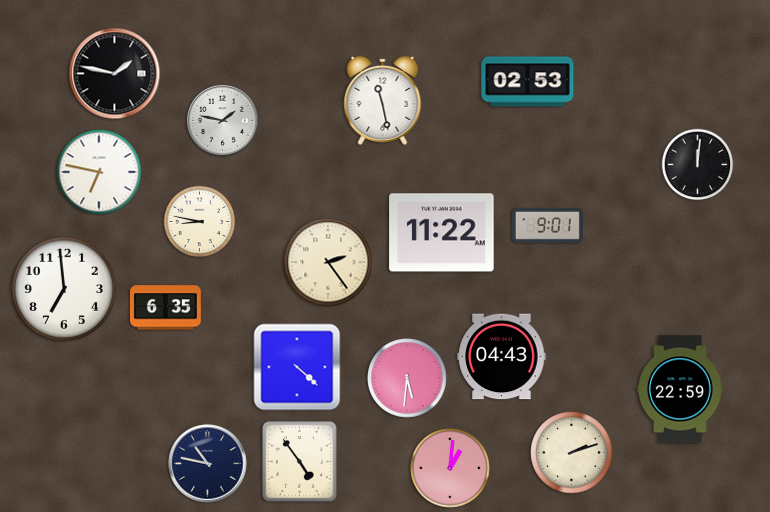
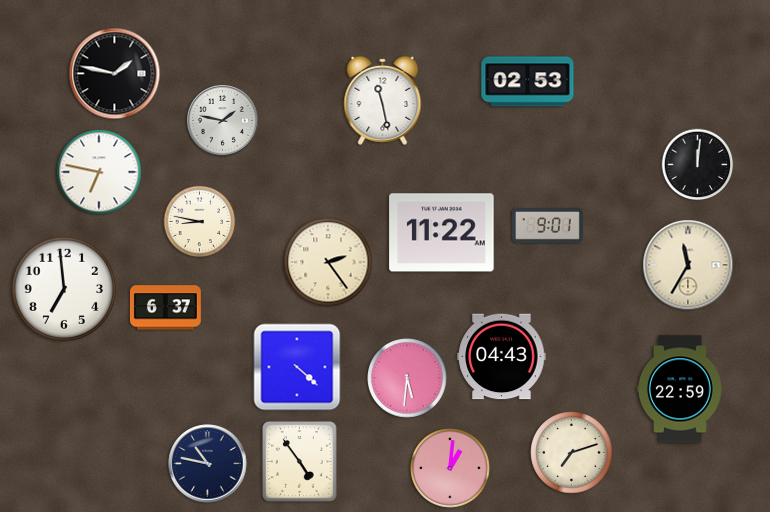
clock at (688, 265): none -> 11:35
clock at (165, 308): 6:35 -> 6:37
clock at (572, 453): 2:12 -> 7:12
